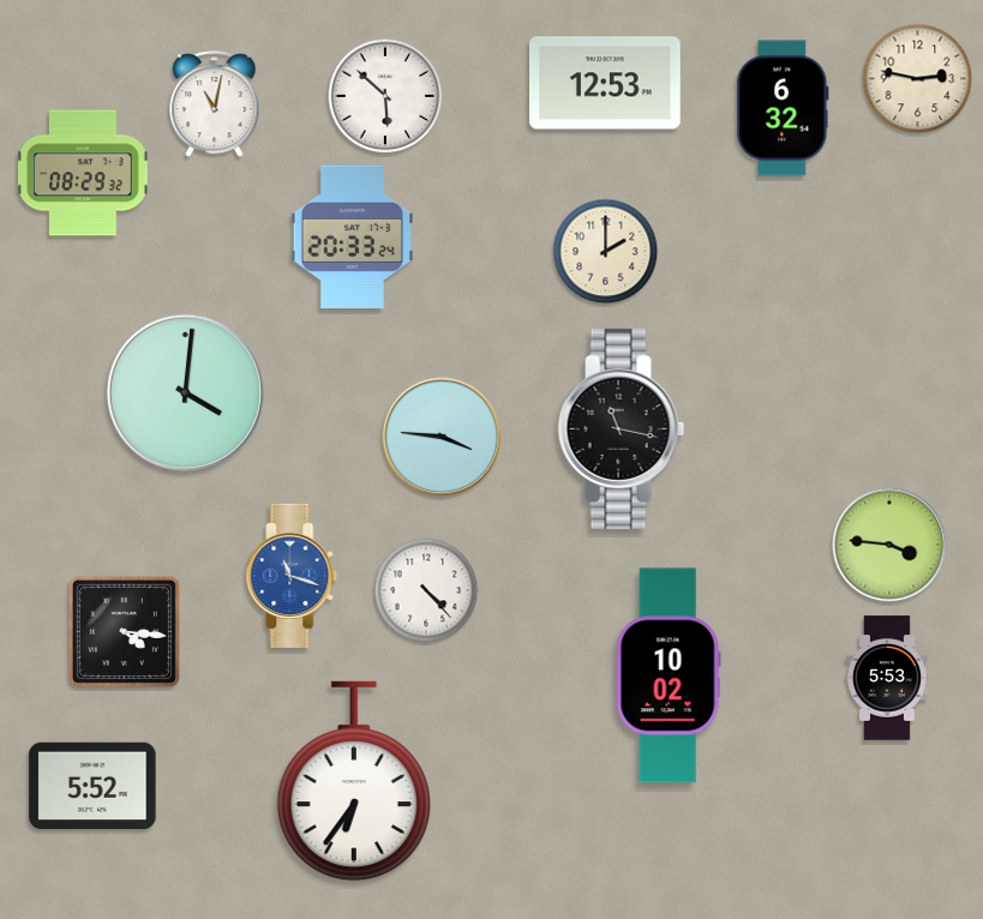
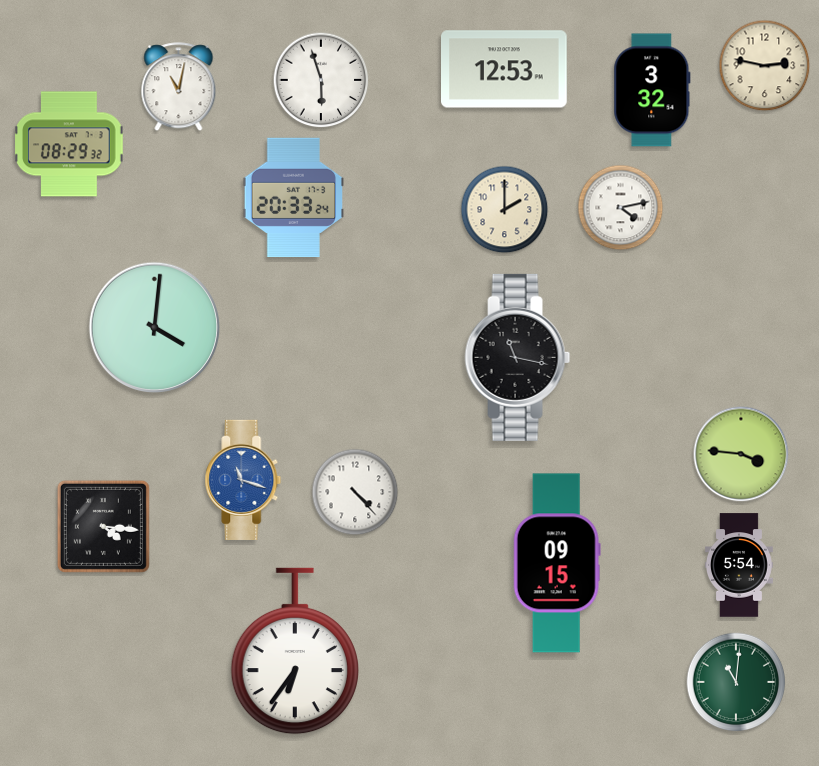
clock at (385, 96): 5:52 -> 5:57
clock at (783, 108): 6:32 -> 3:32
clock at (621, 208): none -> 4:13
clock at (442, 437): 3:46 -> none
clock at (669, 675): 10:02 -> 09:15
clock at (887, 678): 5:53 -> 5:54
clock at (92, 786): 5:52 -> none
clock at (736, 682): none -> 11:01
